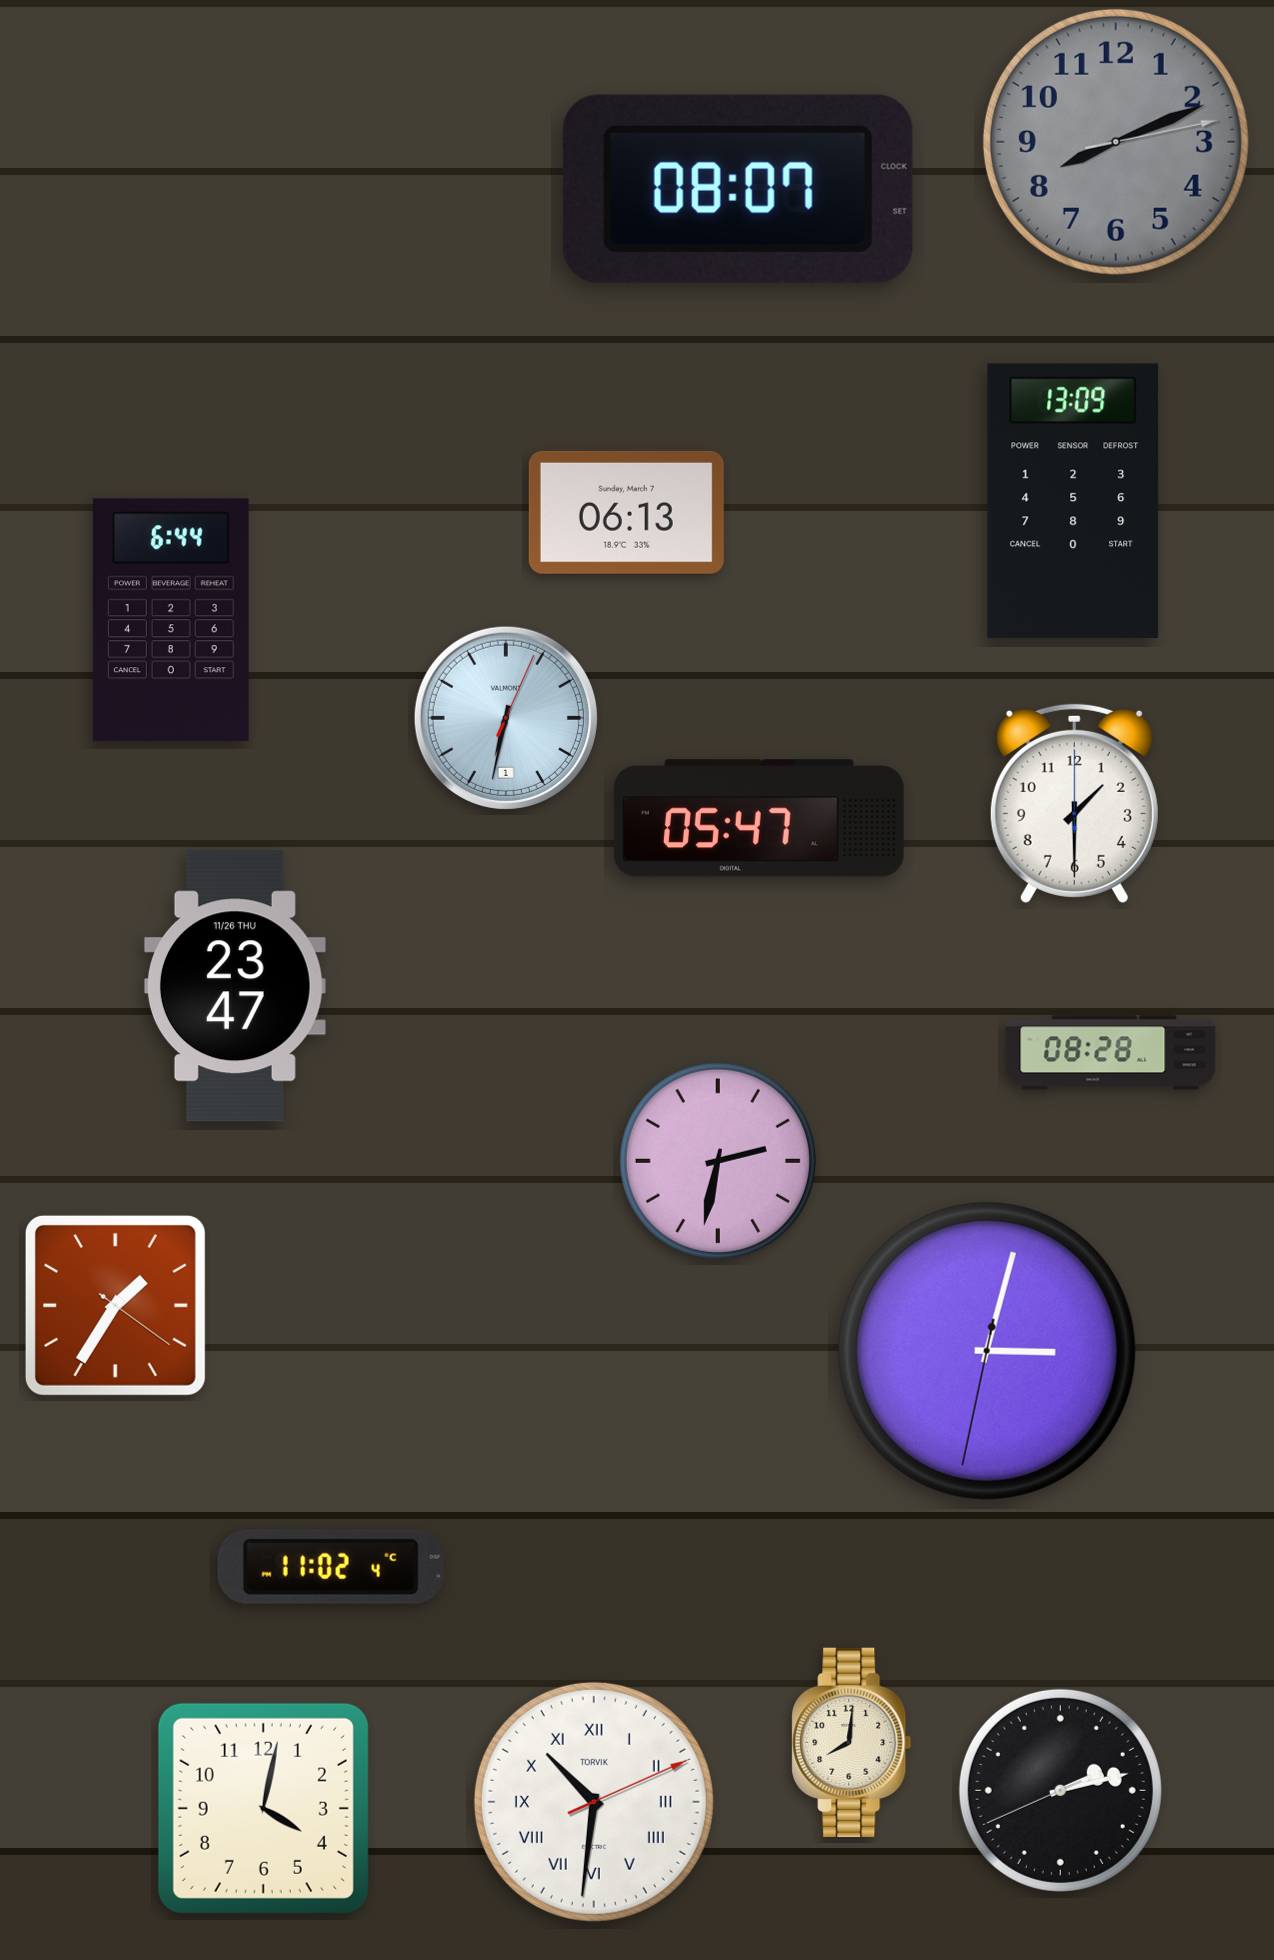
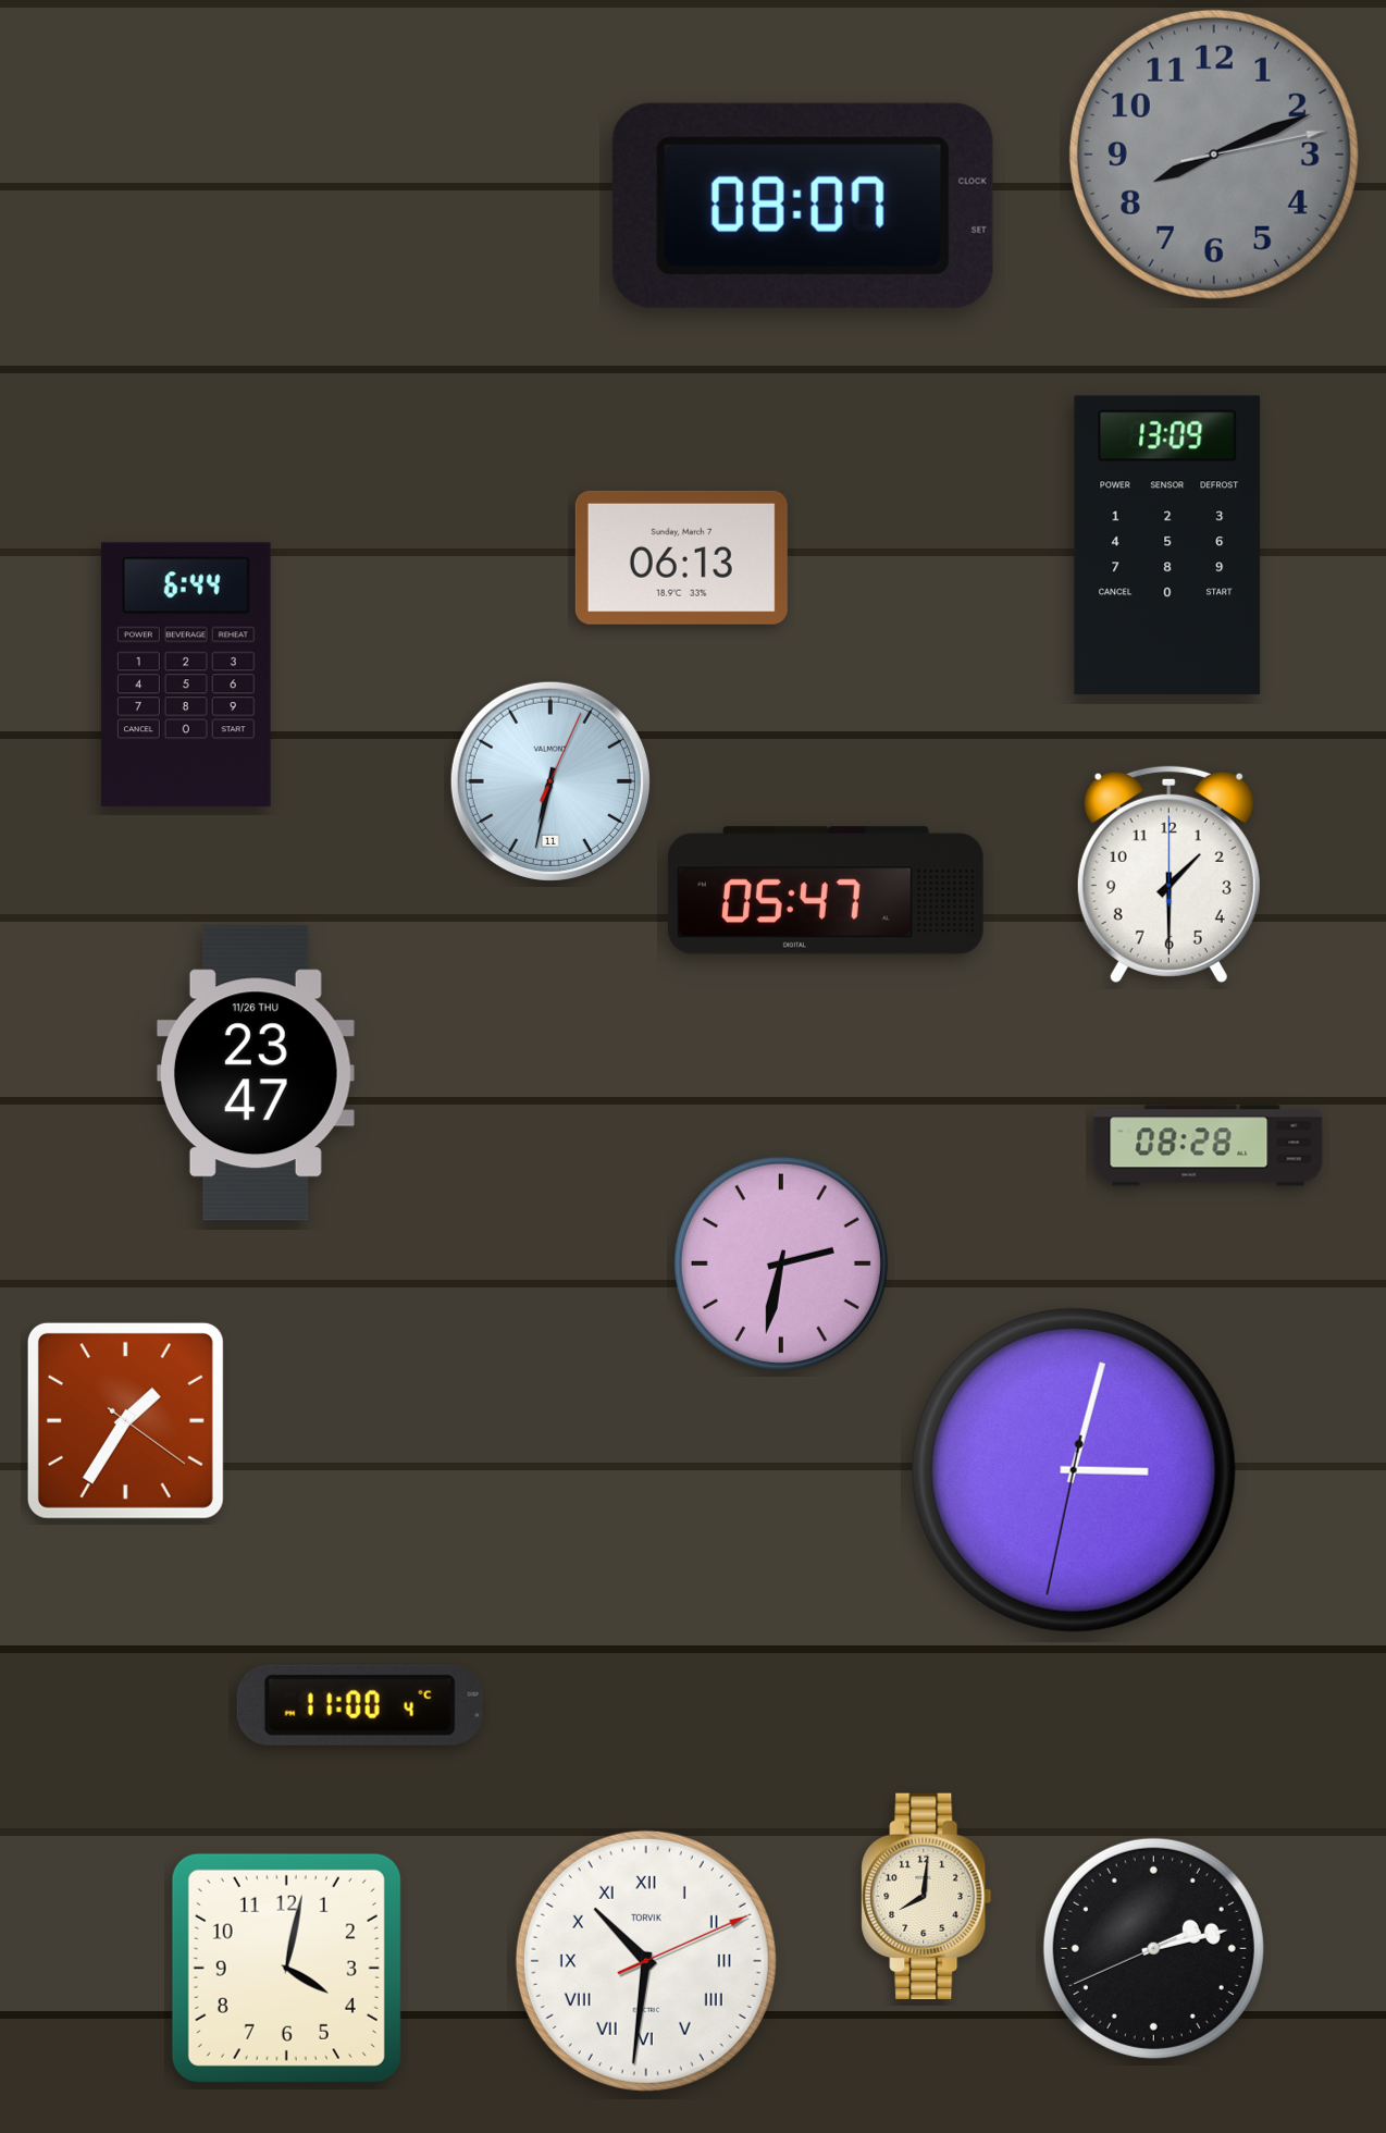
clock at (506, 718) date: 1 -> 11
clock at (331, 1567): 11:02 -> 11:00
